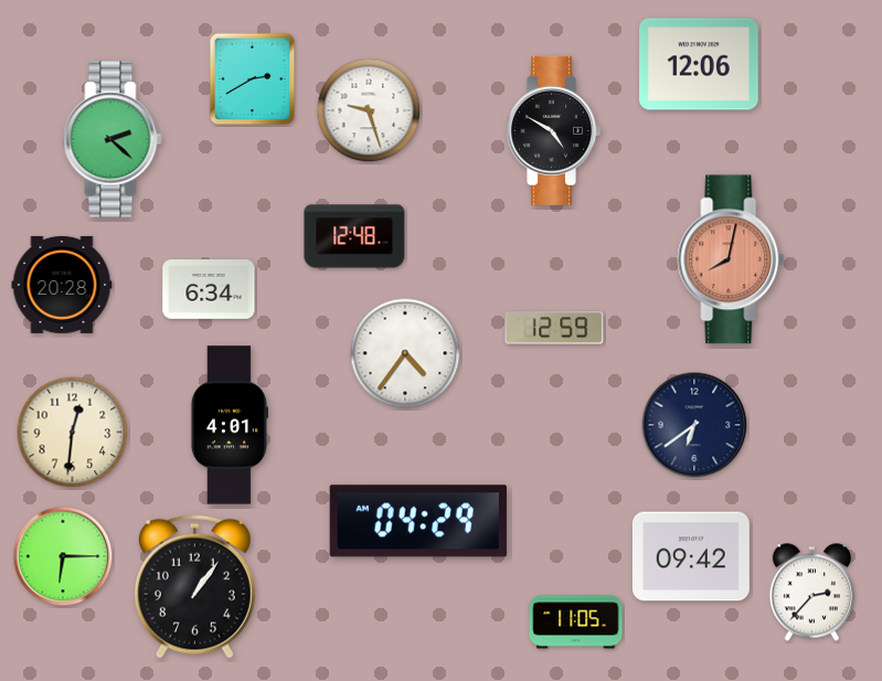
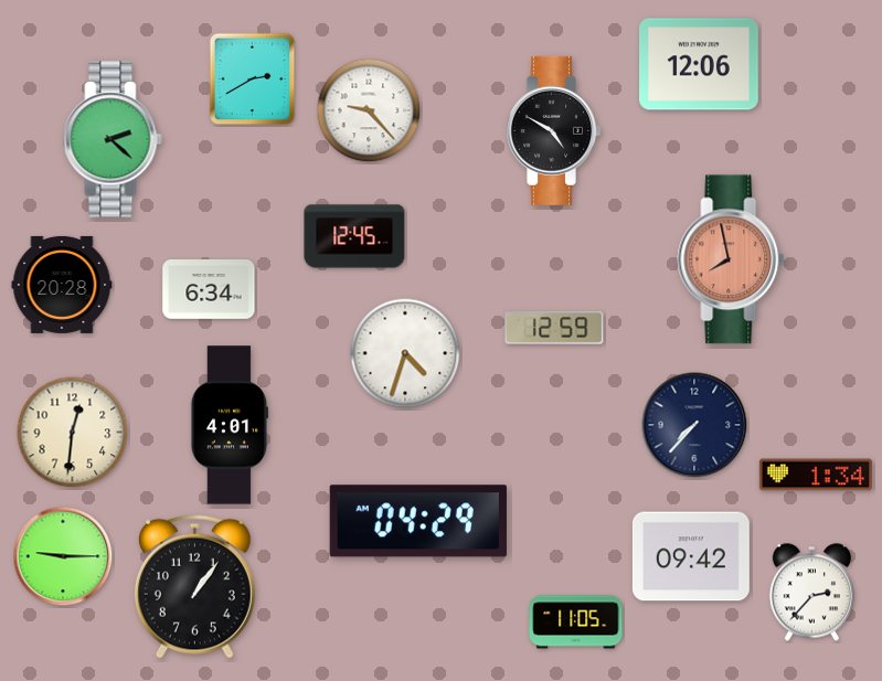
clock at (369, 110): 9:27 -> 9:23
clock at (354, 236): 12:48 -> 12:45
clock at (731, 259): 8:02 -> 7:58
clock at (405, 353): 4:36 -> 4:33
clock at (694, 425): 6:39 -> 7:37
clock at (816, 475): none -> 1:34
clock at (63, 556): 6:15 -> 9:15
